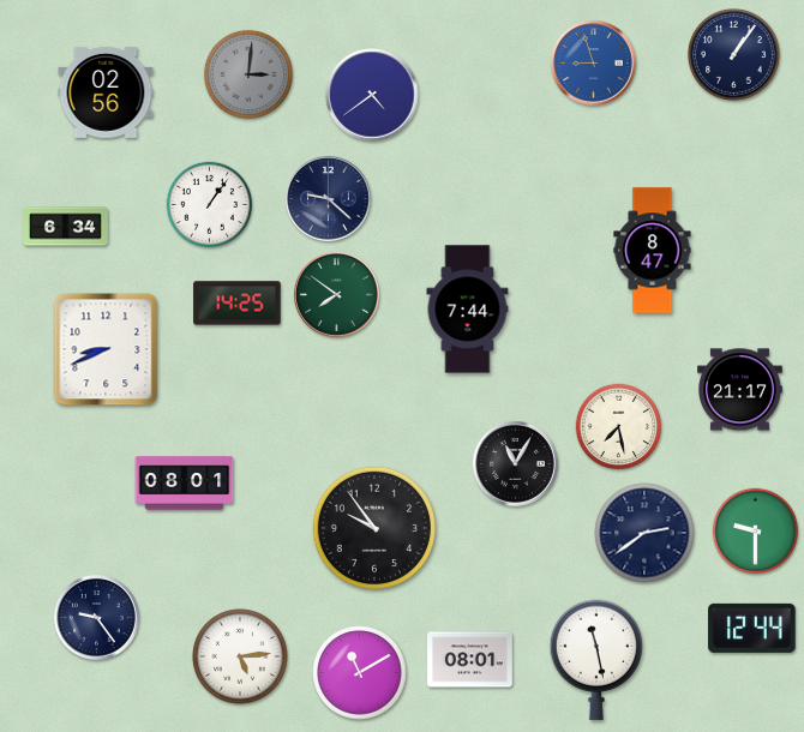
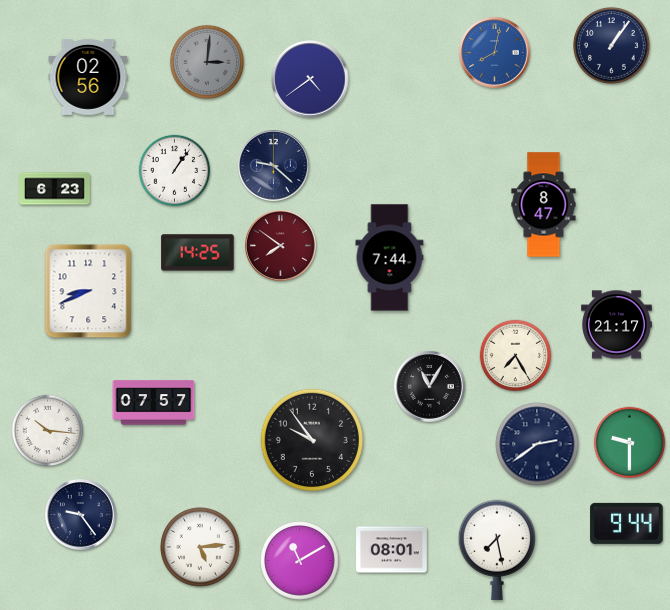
clock at (594, 64): 8:57 -> 8:02
clock at (66, 227): 6:34 -> 6:23
clock at (653, 251) position: (653, 251) -> (544, 205)
clock at (337, 295) dial: green -> burgundy
clock at (619, 427): 7:28 -> 7:25
clock at (185, 484): 08:01 -> 07:57
clock at (48, 431): none -> 10:16
clock at (752, 628): 12:44 -> 9:44
clock at (595, 660): 11:28 -> 7:28
